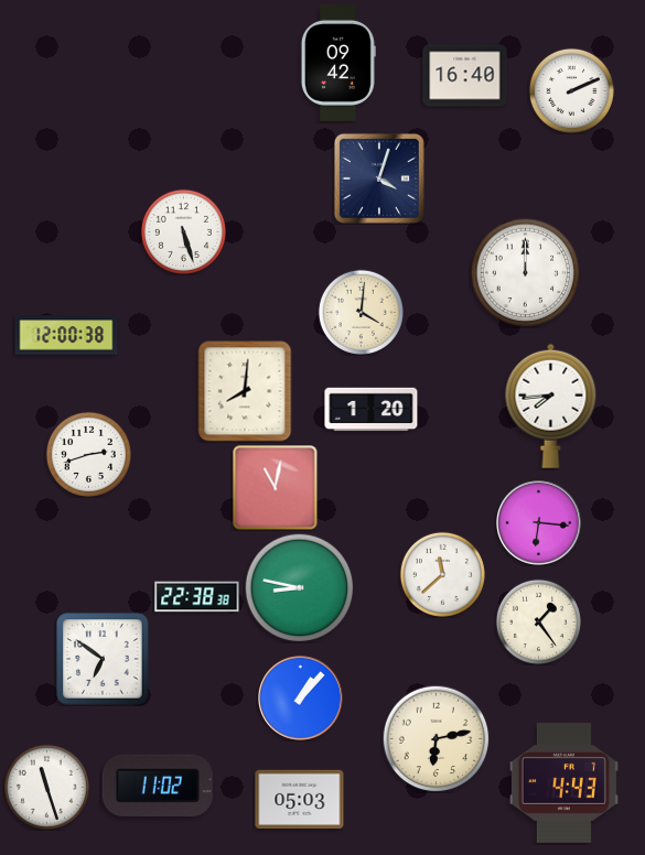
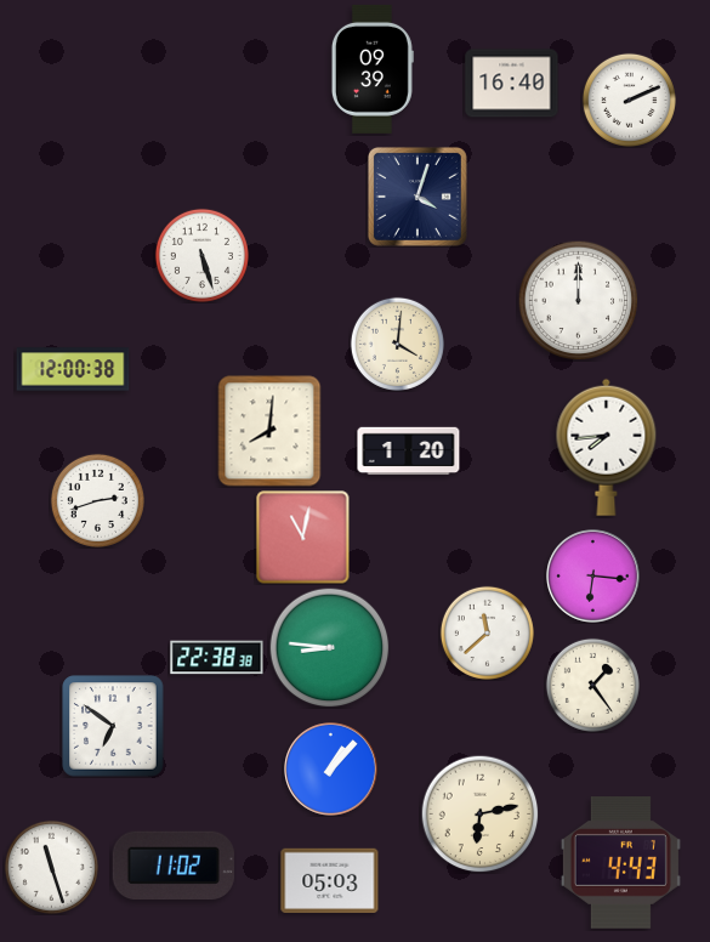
clock at (338, 63): 09:42 -> 09:39
clock at (300, 588): 8:47 -> 8:46
